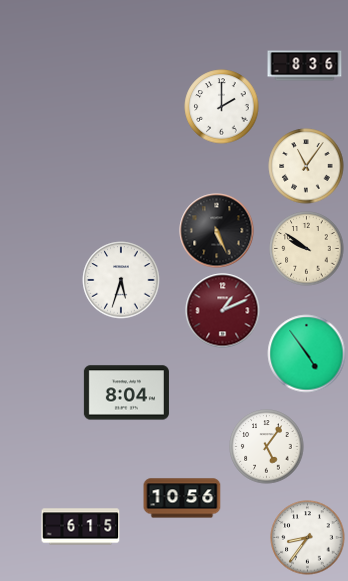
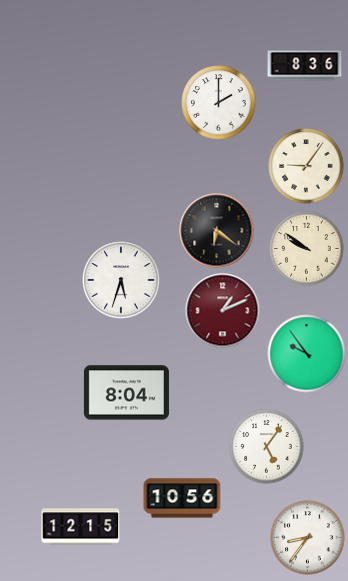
clock at (222, 107) position: (222, 107) -> (219, 103)
clock at (306, 166): 11:06 -> 9:06
clock at (217, 231): 5:26 -> 6:21
clock at (307, 354): 4:54 -> 9:54
clock at (81, 527): 6:15 -> 12:15
